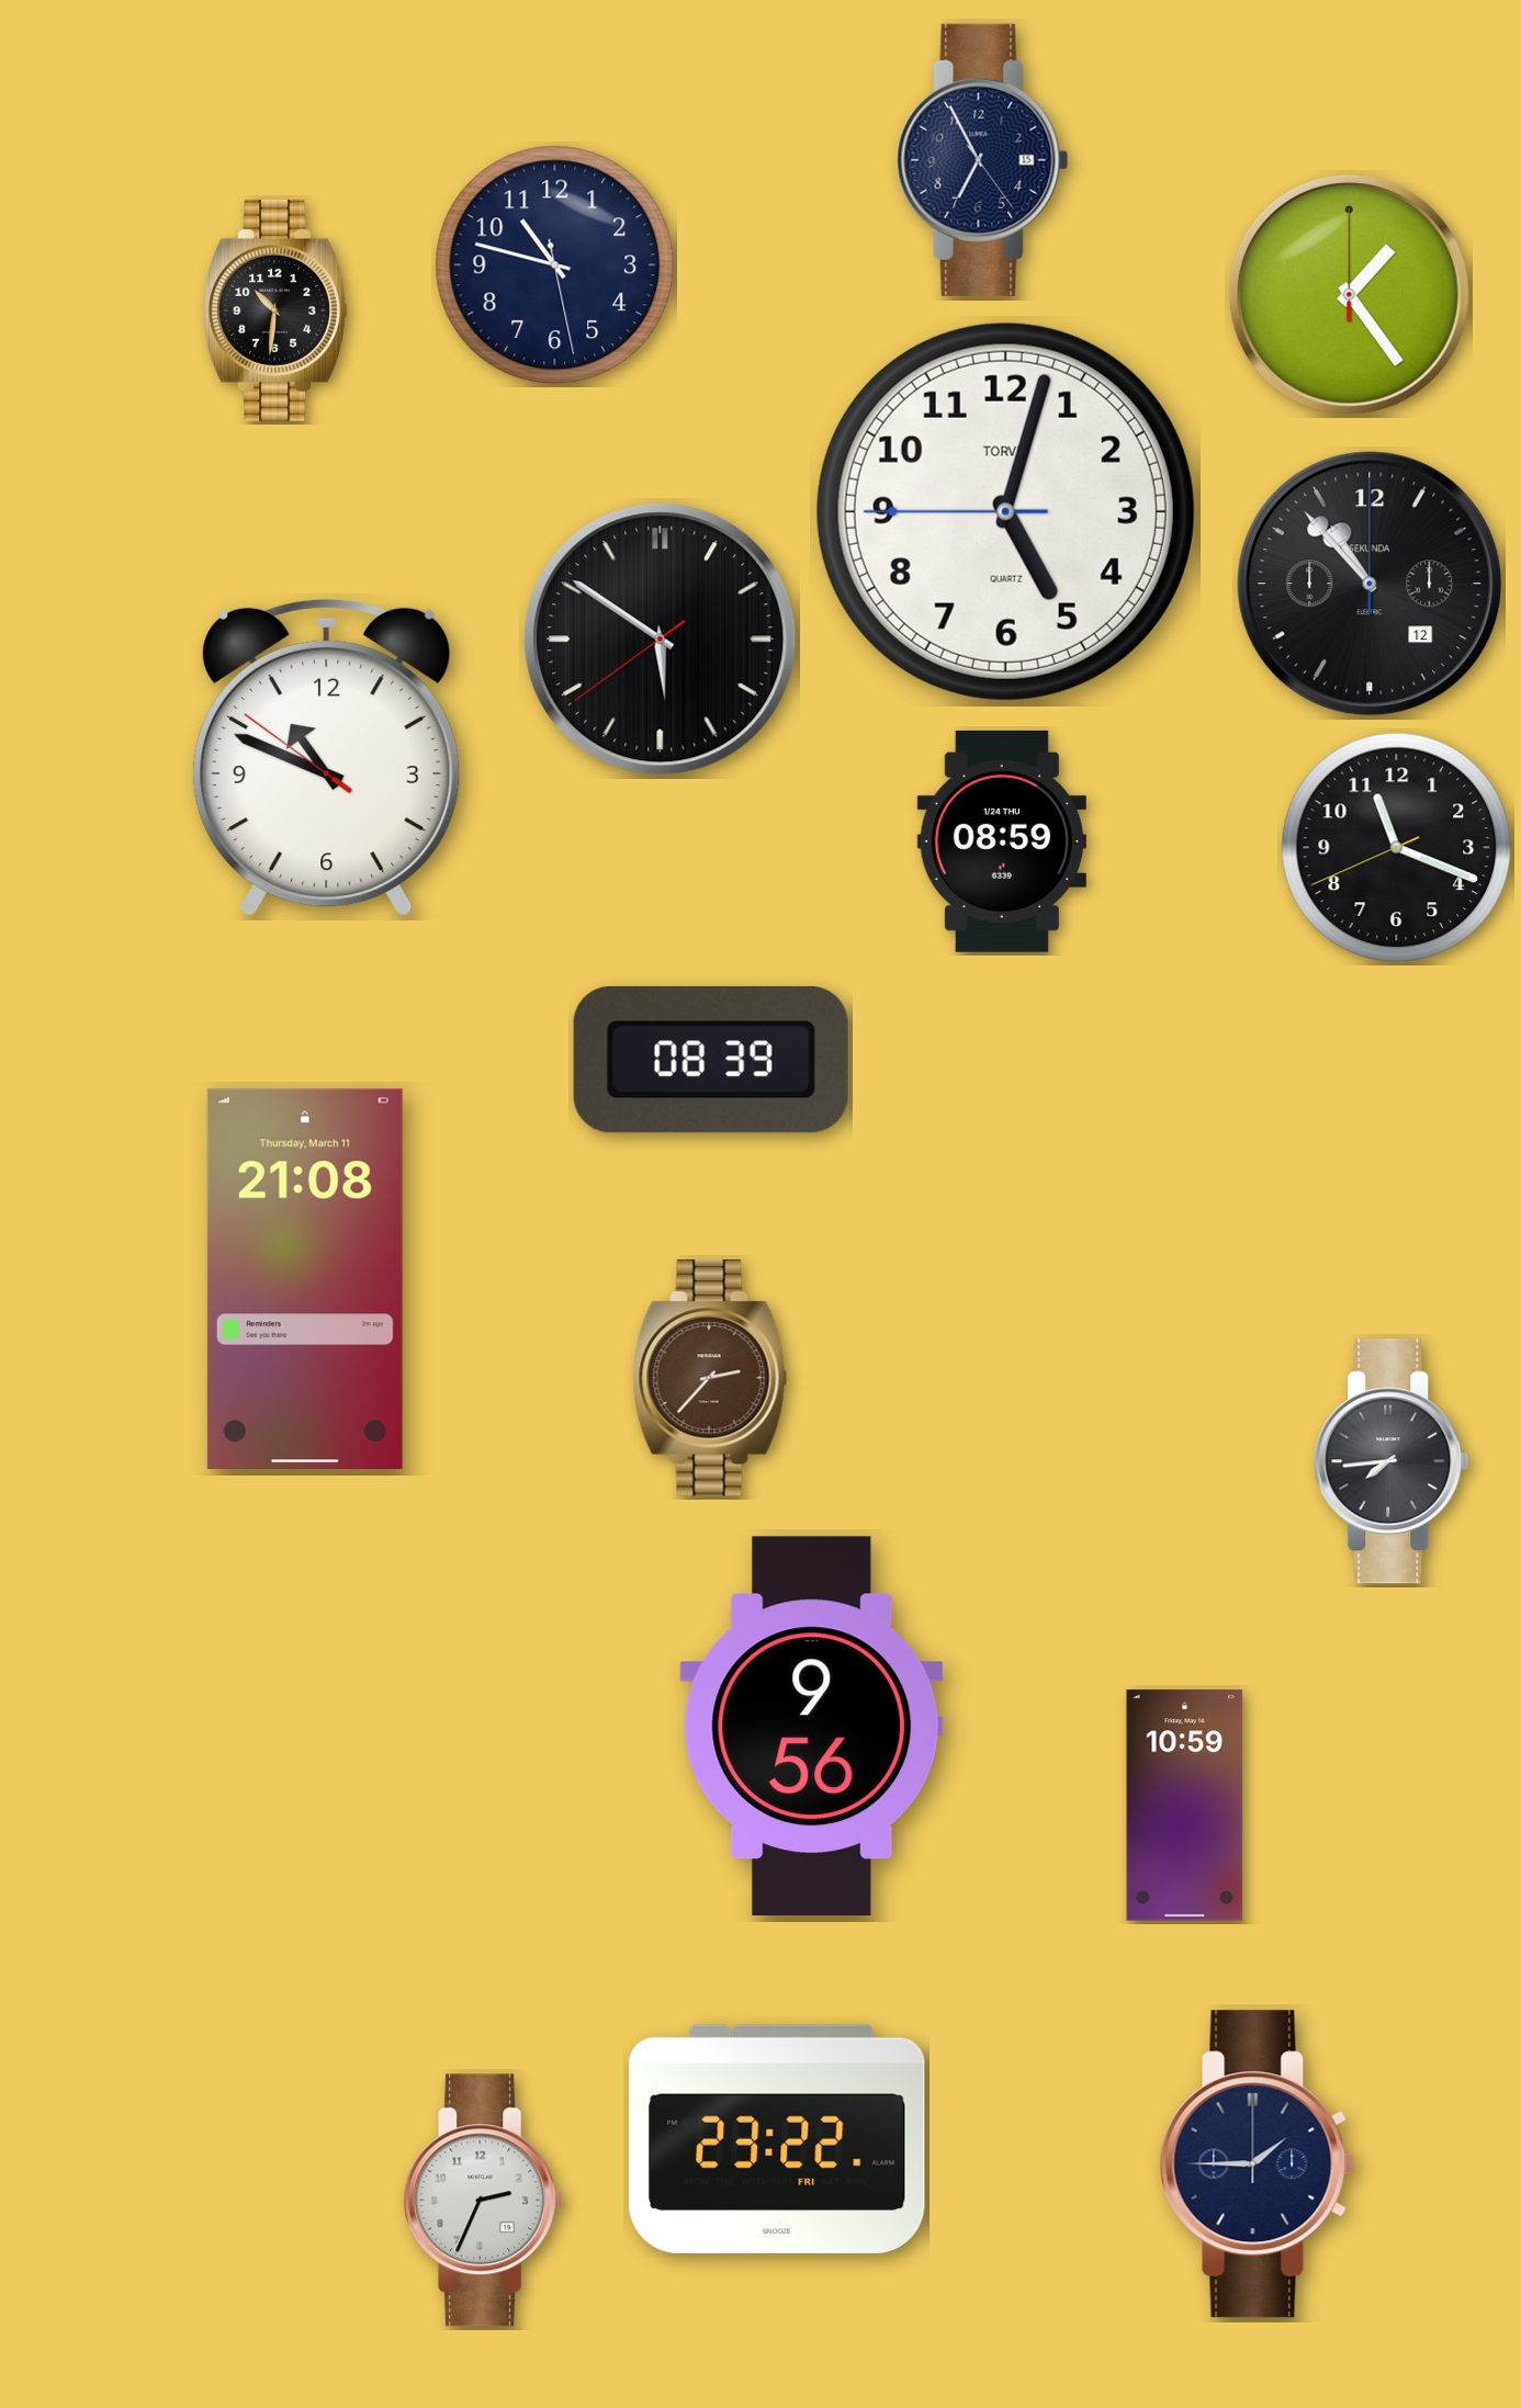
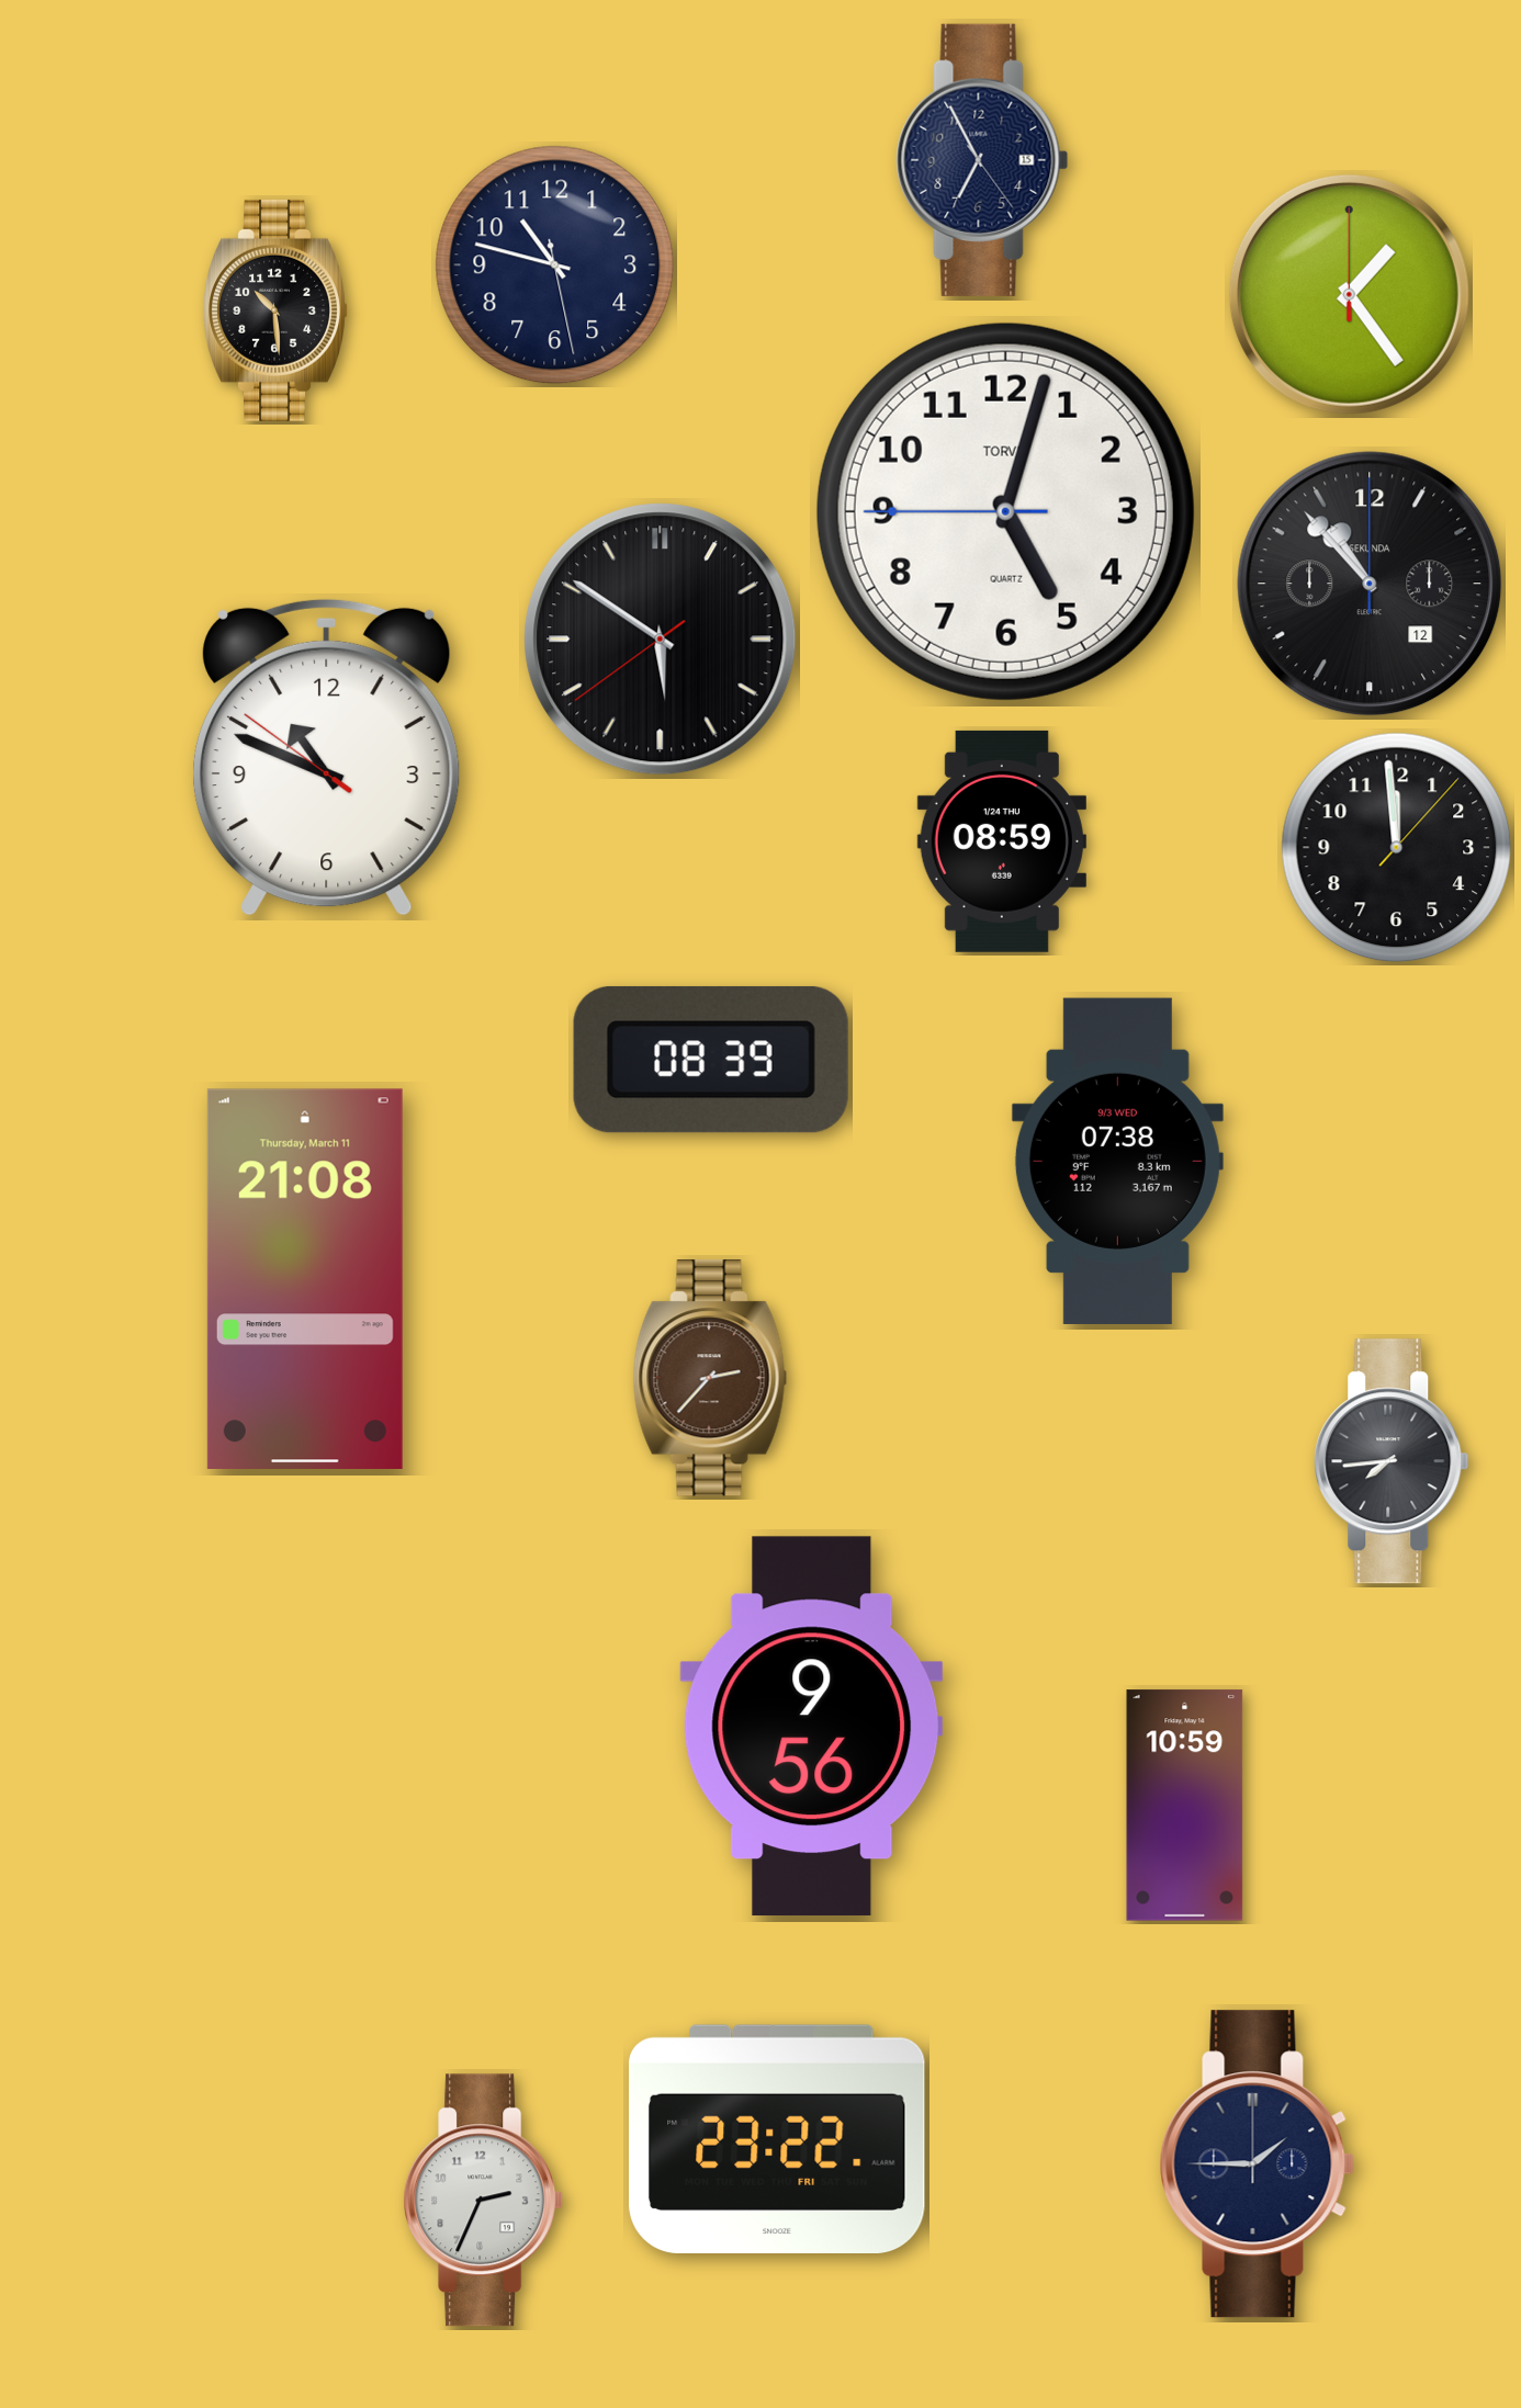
clock at (275, 310): 10:31 -> 10:29
clock at (1397, 848): 11:18 -> 11:59
clock at (1117, 1161): none -> 07:38
